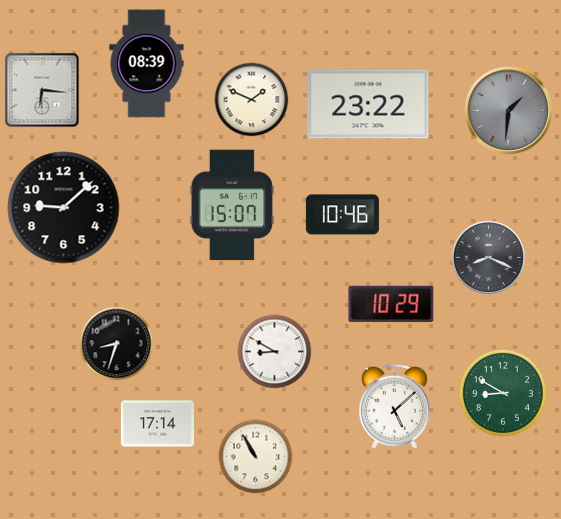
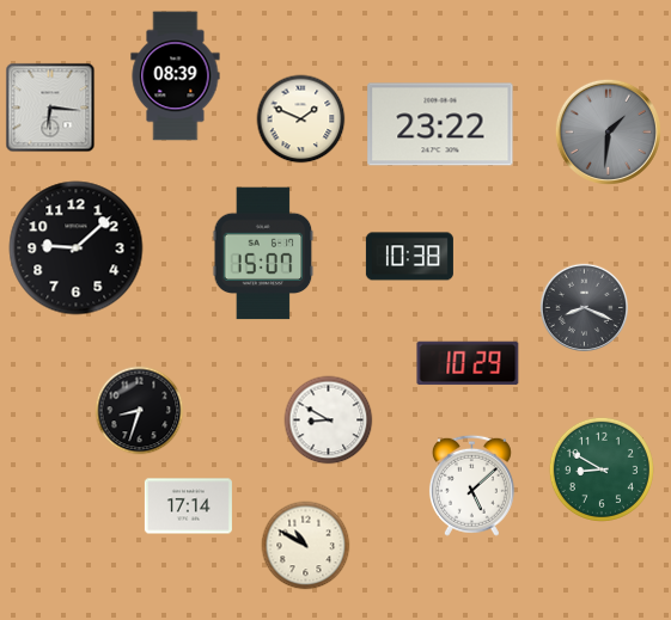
clock at (232, 205) position: (232, 205) -> (263, 253)
clock at (342, 215): 10:46 -> 10:38
clock at (256, 457): 10:55 -> 10:50
